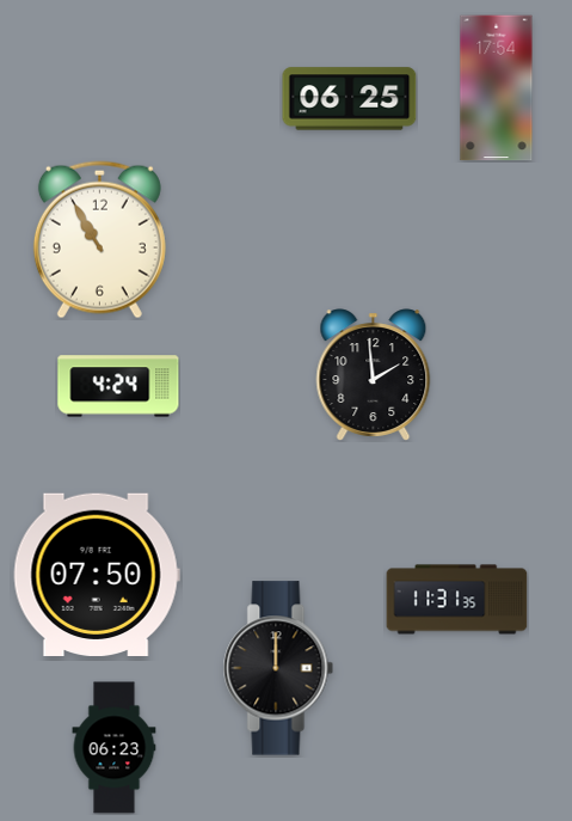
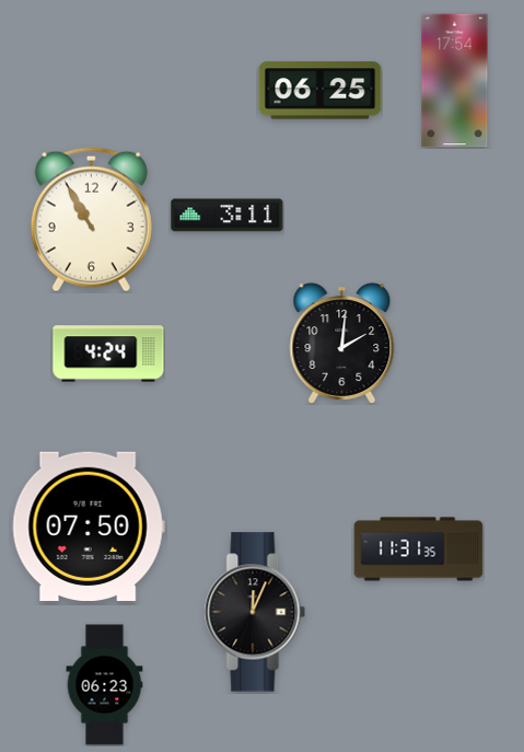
clock at (228, 216): none -> 3:11
clock at (374, 375): 1:59 -> 2:01
clock at (278, 668): 12:00 -> 12:04
